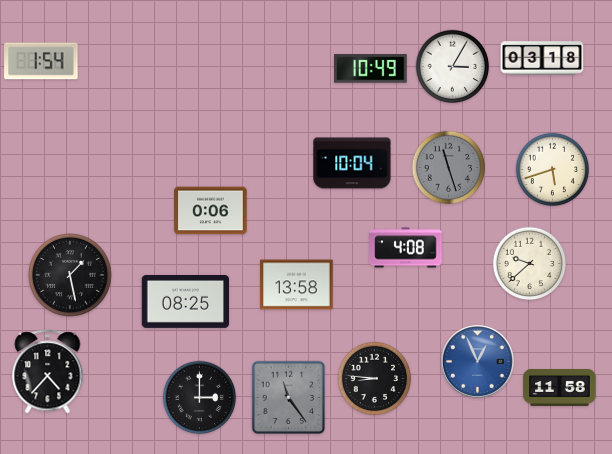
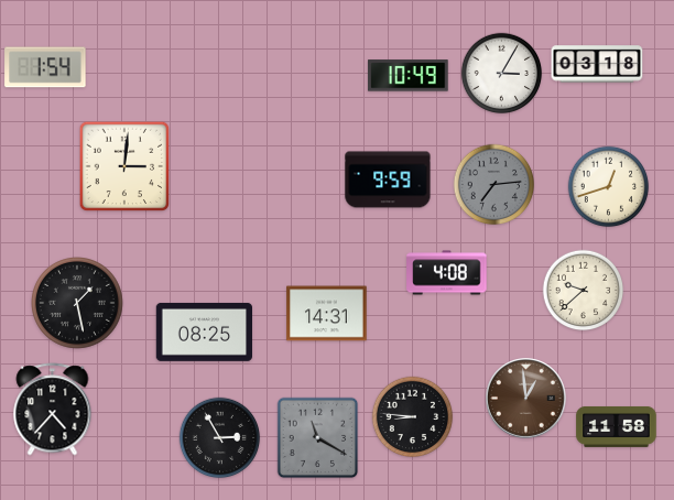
clock at (453, 67) position: (453, 67) -> (502, 74)
clock at (124, 166): none -> 3:01
clock at (352, 163): 10:04 -> 9:59
clock at (449, 168): 11:27 -> 7:14
clock at (553, 170): 5:42 -> 12:42
clock at (211, 211): 0:06 -> none
clock at (297, 285): 13:58 -> 14:31
clock at (478, 362): 12:56 -> 12:59
clock at (478, 362) dial: blue -> brown
clock at (200, 398): 3:00 -> 2:55
clock at (289, 398): 11:24 -> 11:20
